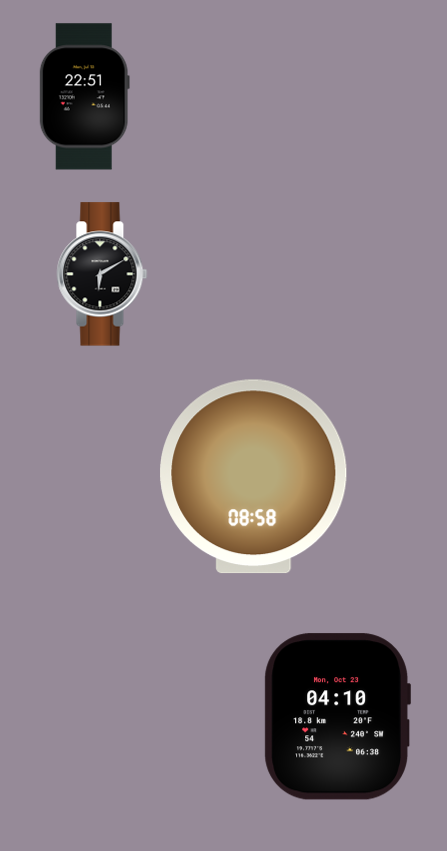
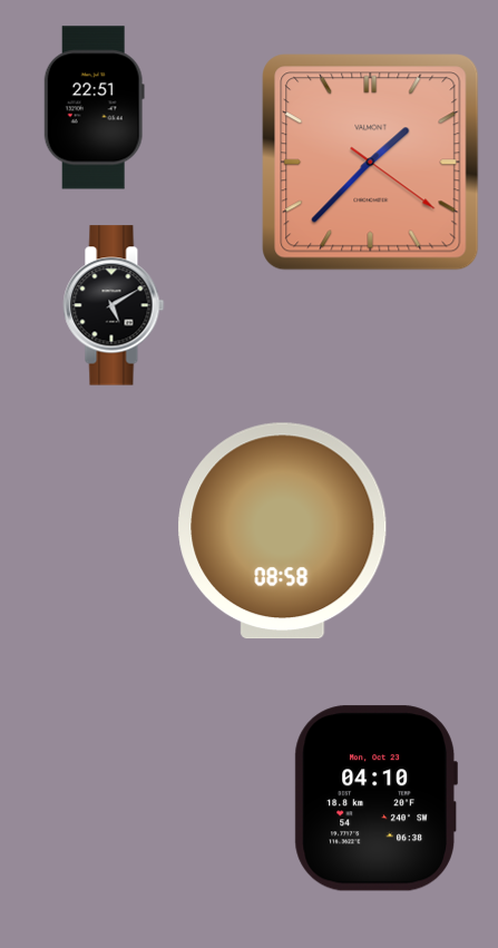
clock at (371, 163): none -> 1:37
clock at (102, 274): 6:10 -> 5:10
